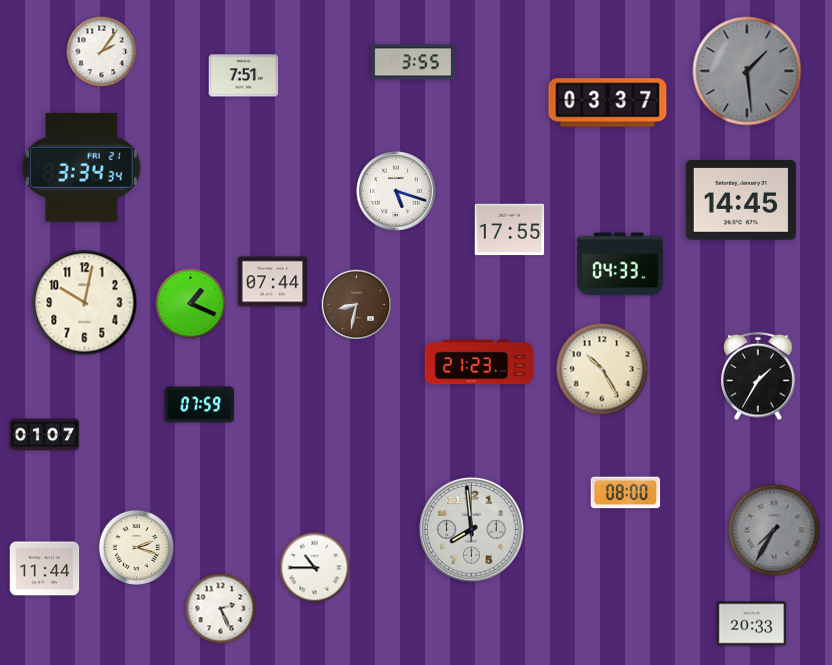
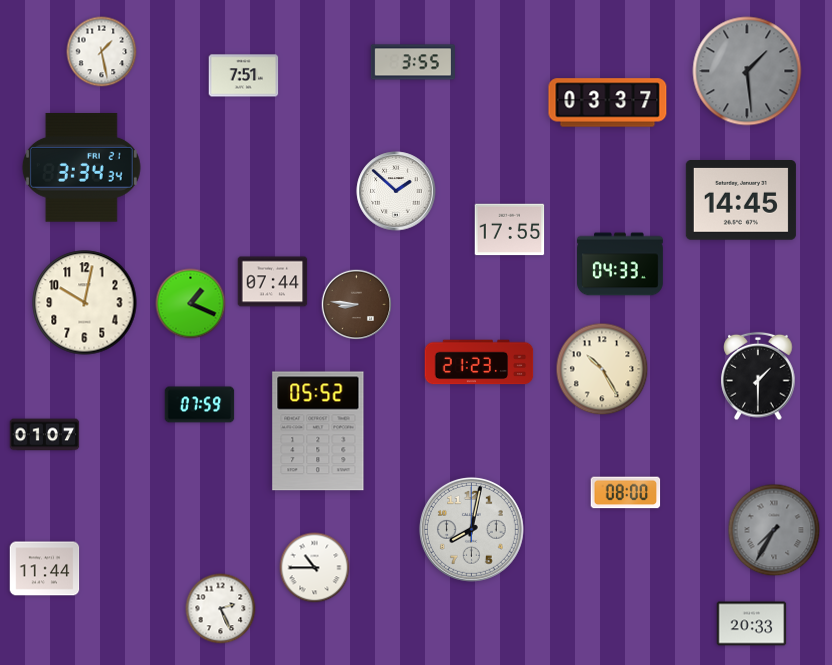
clock at (102, 52): 2:06 -> 1:28
clock at (396, 191): 5:18 -> 1:52
clock at (357, 305): 8:32 -> 8:46
clock at (758, 376): 1:35 -> 1:30
clock at (318, 431): none -> 05:52
clock at (471, 529): 7:59 -> 8:02
clock at (136, 547): 2:18 -> none
